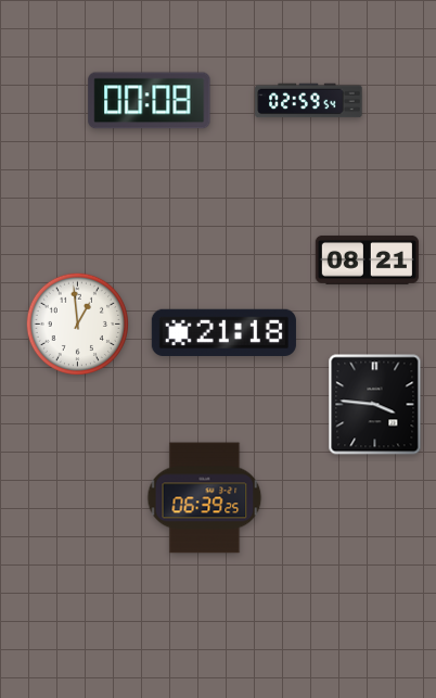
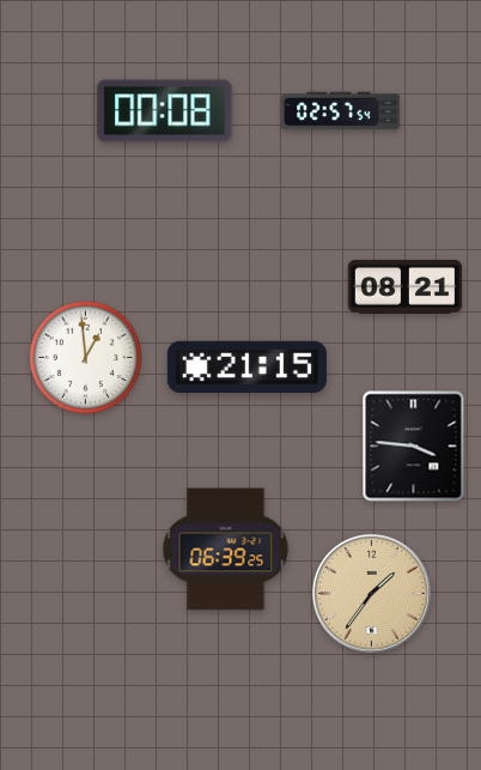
clock at (309, 101): 02:59 -> 02:57
clock at (223, 332): 21:18 -> 21:15
clock at (371, 593): none -> 1:36
